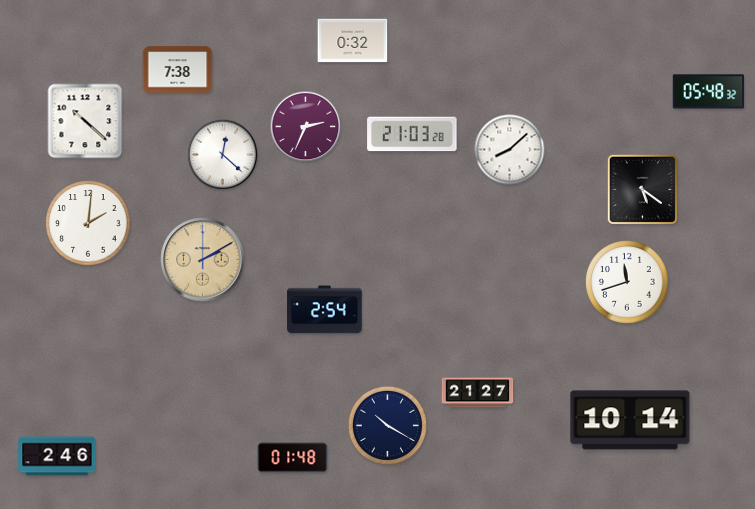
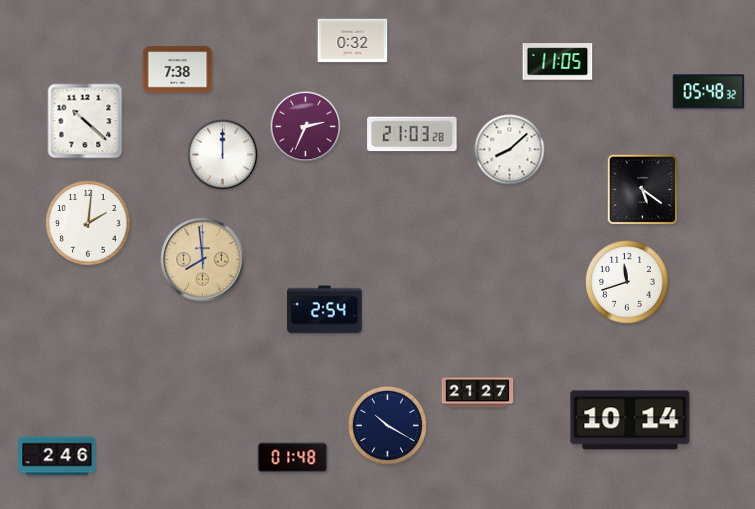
clock at (558, 62): none -> 11:05
clock at (223, 155): 12:22 -> 12:00
clock at (203, 260): 2:10 -> 7:59
